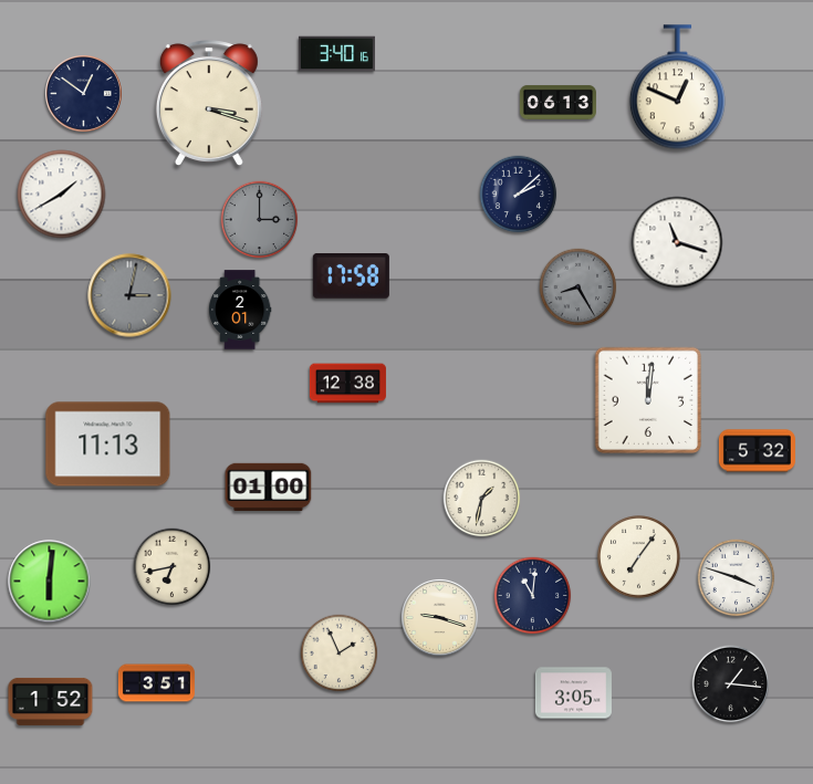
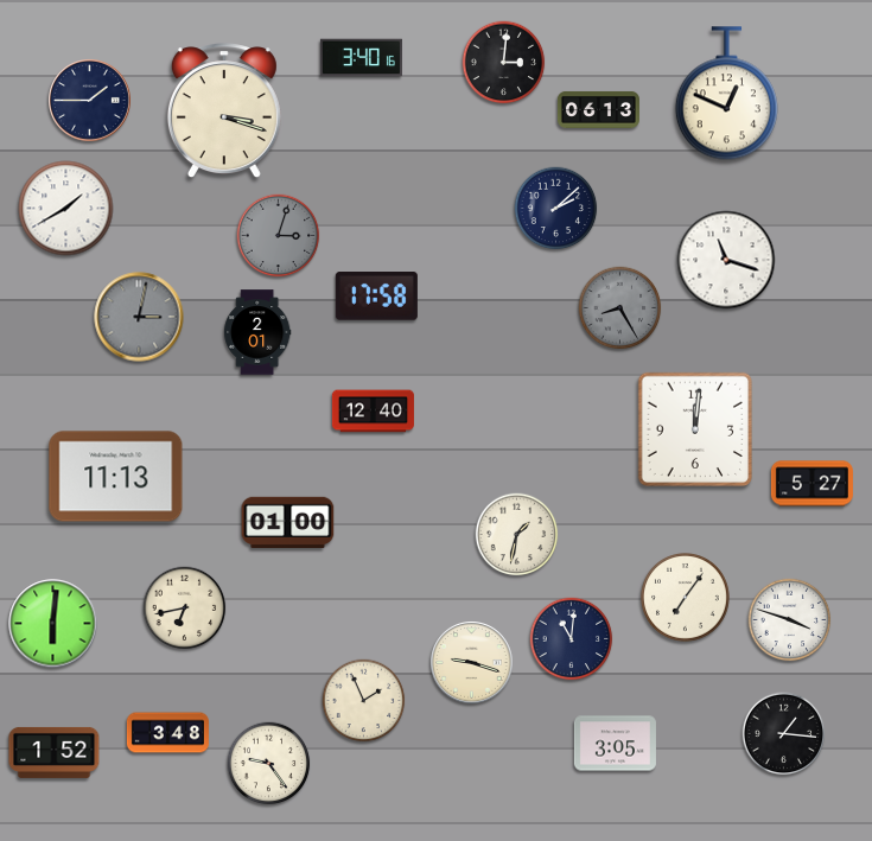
clock at (504, 63): none -> 3:01
clock at (84, 94): 12:51 -> 1:45
clock at (260, 220): 3:00 -> 3:03
clock at (347, 384): 12:38 -> 12:40
clock at (757, 451): 5:32 -> 5:27
clock at (156, 683): 3:51 -> 3:48
clock at (269, 764): none -> 9:24
